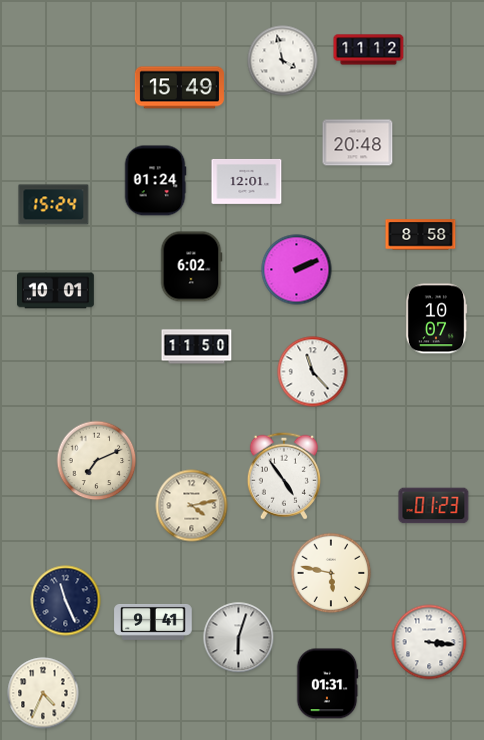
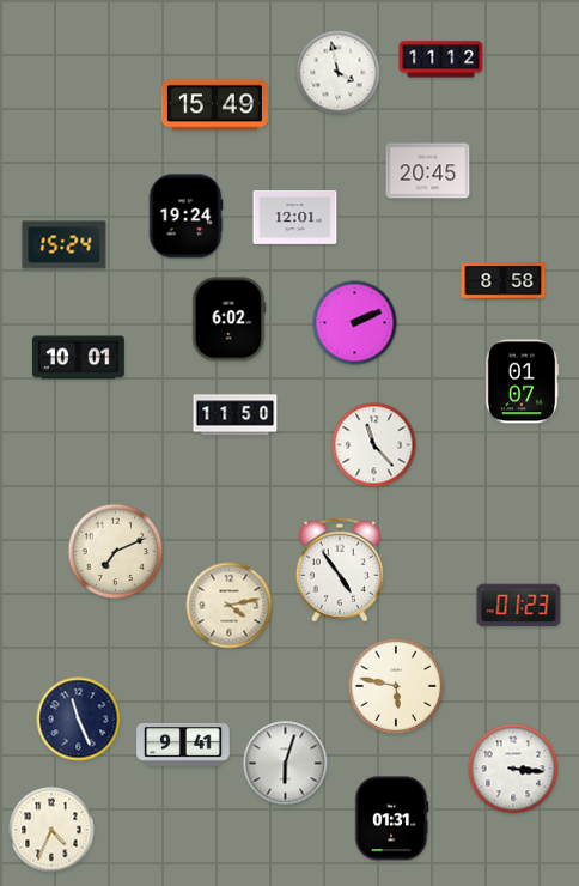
clock at (358, 143): 20:48 -> 20:45
clock at (155, 181): 01:24 -> 19:24
clock at (56, 291) position: (56, 291) -> (79, 358)
clock at (436, 319): 10:07 -> 01:07
